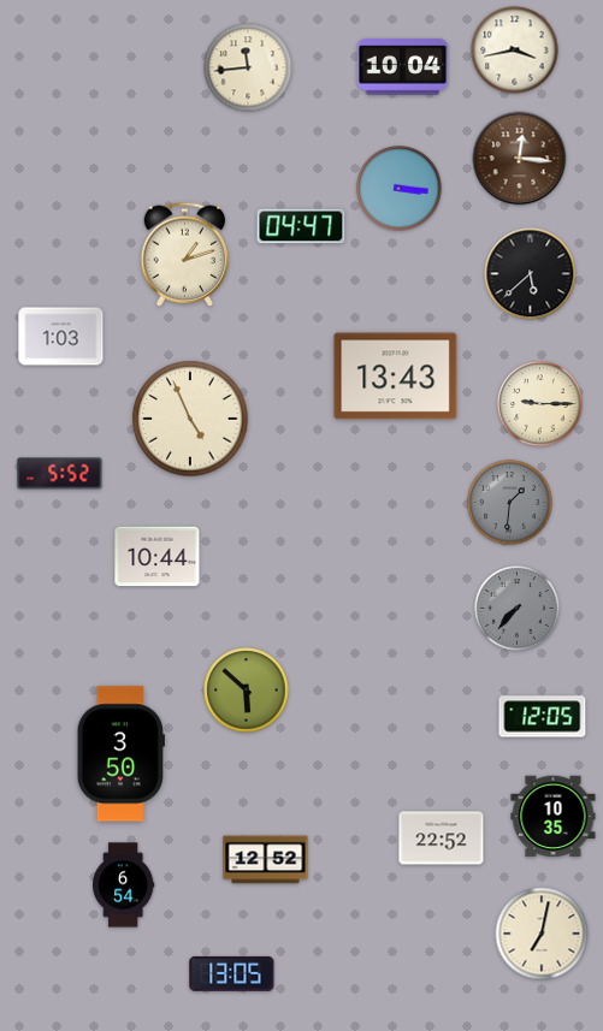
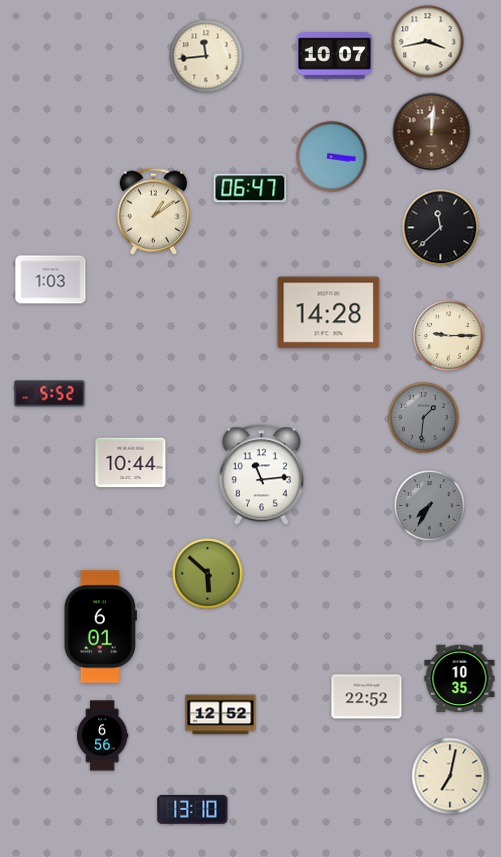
clock at (403, 67): 10:04 -> 10:07
clock at (520, 159): 12:16 -> 12:01
clock at (301, 226): 04:47 -> 06:47
clock at (185, 254): 1:12 -> 1:09
clock at (531, 274): 5:38 -> 11:38
clock at (396, 377): 13:43 -> 14:28
clock at (190, 419): 4:56 -> none
clock at (261, 475): none -> 11:14
clock at (518, 609): 7:37 -> 7:35
clock at (247, 691) position: (247, 691) -> (208, 574)
clock at (543, 717): 12:05 -> none
clock at (120, 754): 3:50 -> 6:01
clock at (124, 885): 6:54 -> 6:56
clock at (232, 973): 13:05 -> 13:10
